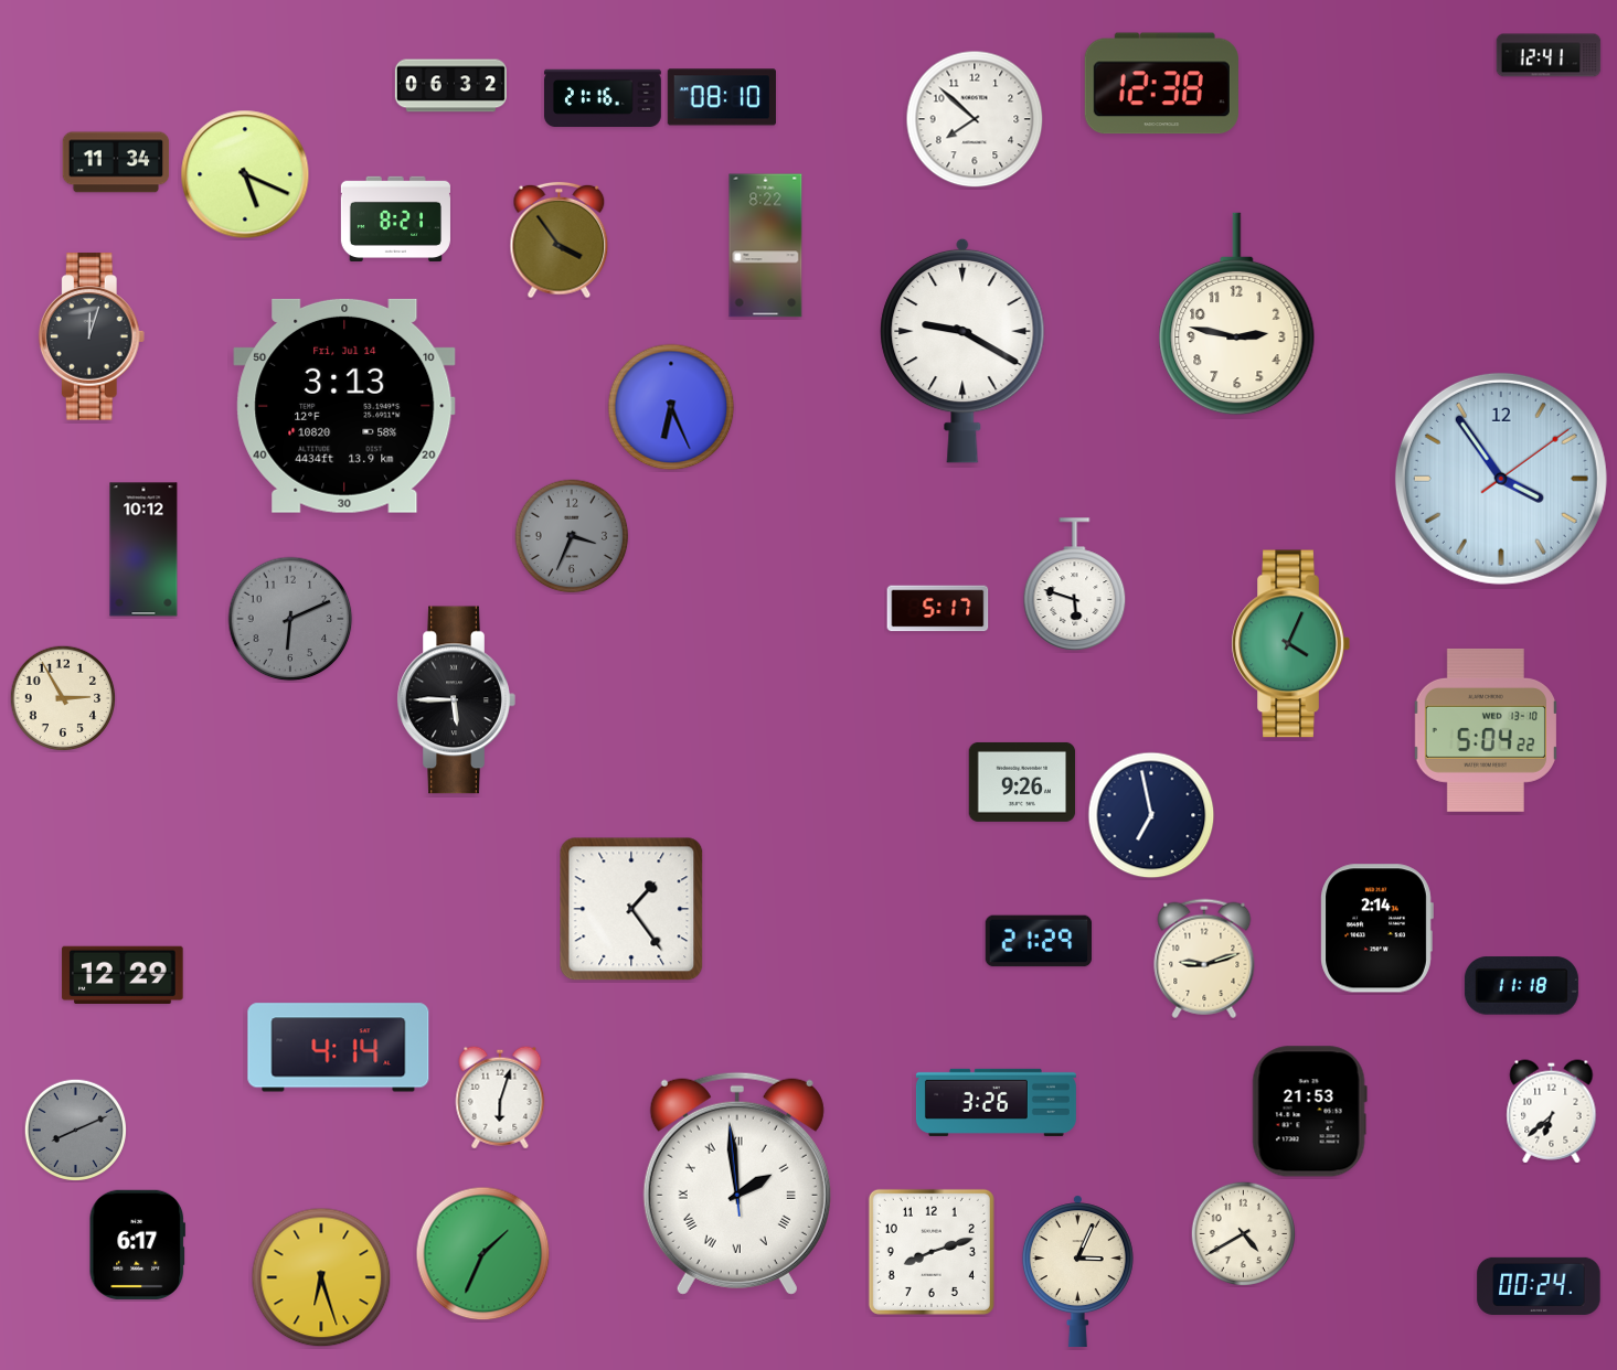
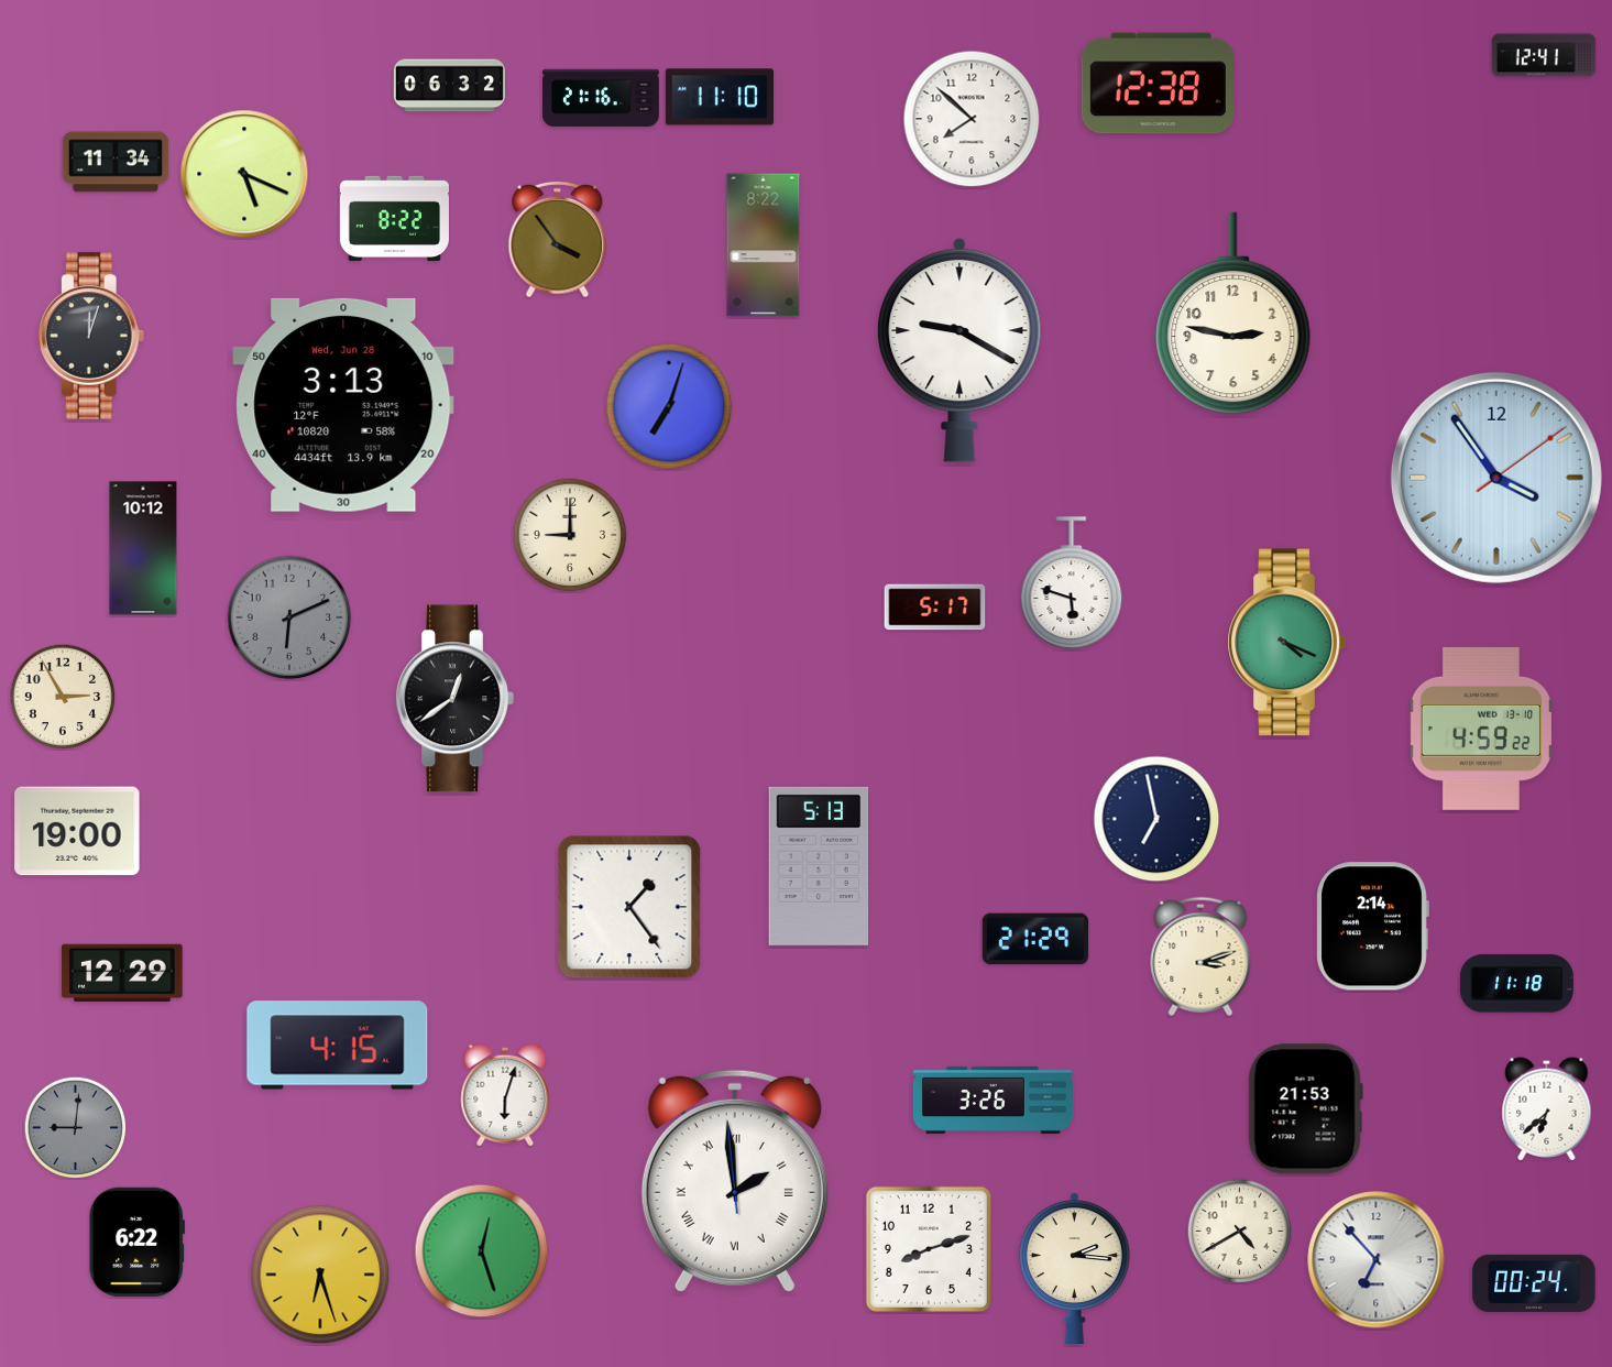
clock at (722, 97): 08:10 -> 11:10
clock at (395, 218): 8:21 -> 8:22
clock at (344, 406) date: Fri, Jul 14 -> Wed, Jun 28
clock at (671, 407): 6:26 -> 7:03
clock at (572, 536): 3:34 -> 9:00
clock at (572, 536) dial: grey -> cream
clock at (1290, 644): 4:04 -> 4:19
clock at (456, 700): 5:45 -> 12:39
clock at (1486, 730): 5:04 -> 4:59
clock at (1022, 782): 9:26 -> none
clock at (1151, 815) position: (1151, 815) -> (1156, 819)
clock at (77, 831): none -> 19:00
clock at (819, 866): none -> 5:13
clock at (1204, 959): 9:12 -> 3:12
clock at (339, 1048): 4:14 -> 4:15
clock at (500, 1098) position: (500, 1098) -> (505, 1095)
clock at (75, 1130): 8:11 -> 9:01
clock at (137, 1244): 6:17 -> 6:22
clock at (483, 1254): 1:34 -> 12:27
clock at (1377, 1260): none -> 6:53
clock at (1077, 1271): 3:04 -> 2:16
